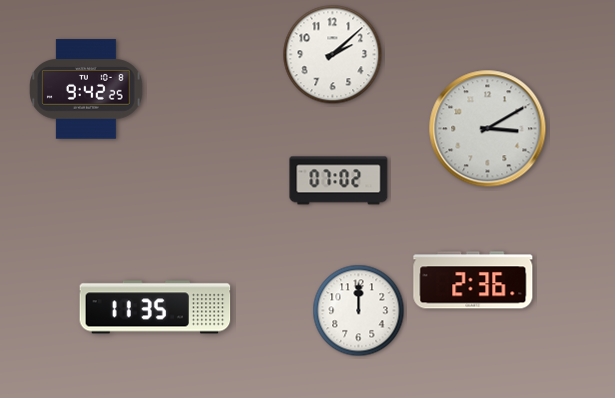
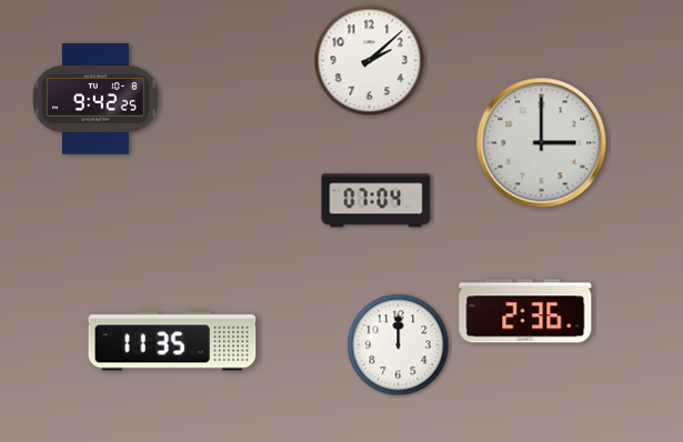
clock at (488, 129): 3:10 -> 3:00
clock at (339, 181): 07:02 -> 07:04
